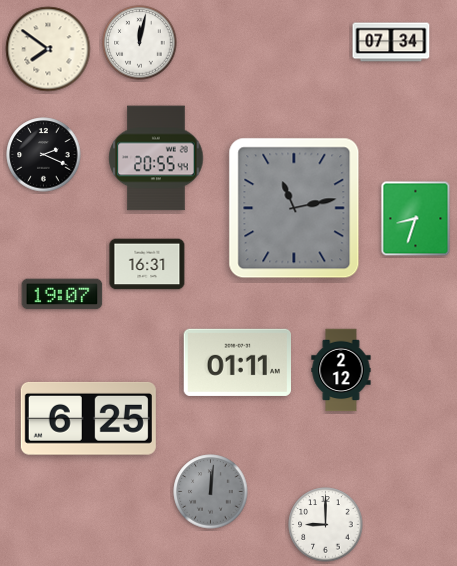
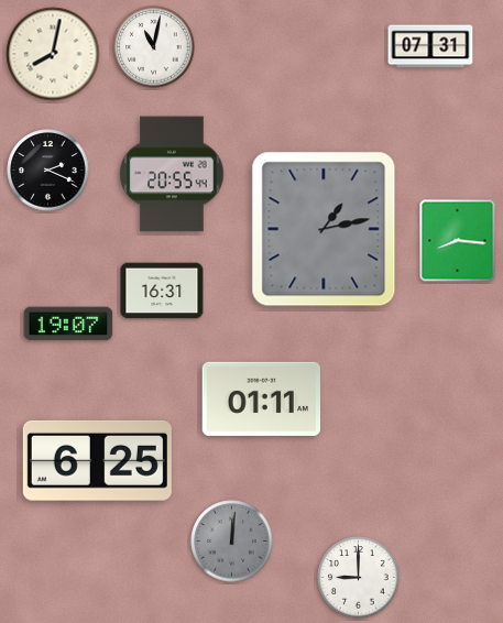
clock at (391, 42): 07:34 -> 07:31
clock at (140, 43): 12:02 -> 11:02
clock at (48, 49): 7:51 -> 8:02
clock at (294, 208): 11:13 -> 1:13
clock at (416, 219): 8:33 -> 8:16
clock at (341, 370): 2:12 -> none
